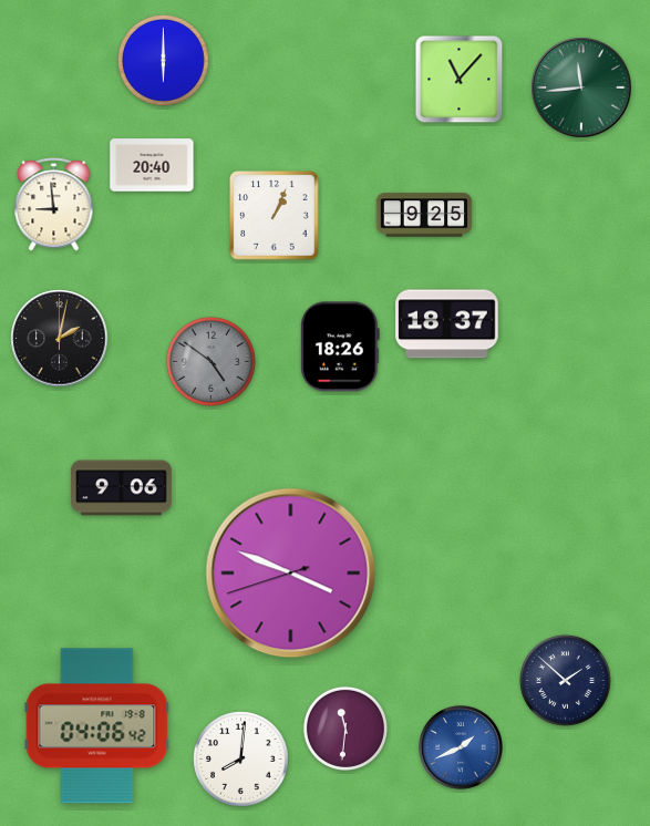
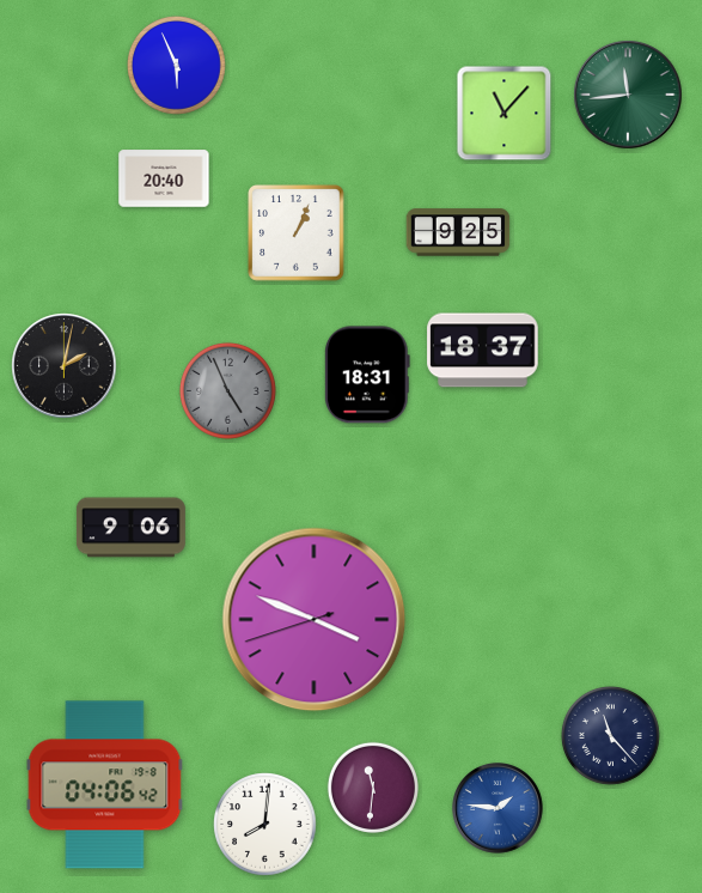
clock at (163, 60): 6:00 -> 5:56
clock at (460, 80) position: (460, 80) -> (505, 114)
clock at (54, 205): 8:59 -> none
clock at (340, 347): 18:26 -> 18:31
clock at (210, 361): 4:51 -> 4:56
clock at (565, 680): 1:52 -> 11:23
clock at (462, 748): 1:41 -> 1:46
clock at (241, 760) position: (241, 760) -> (265, 825)
